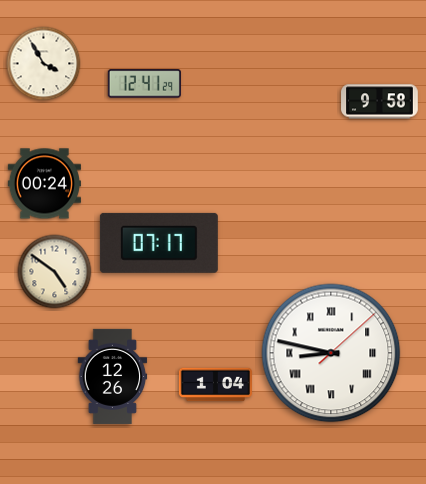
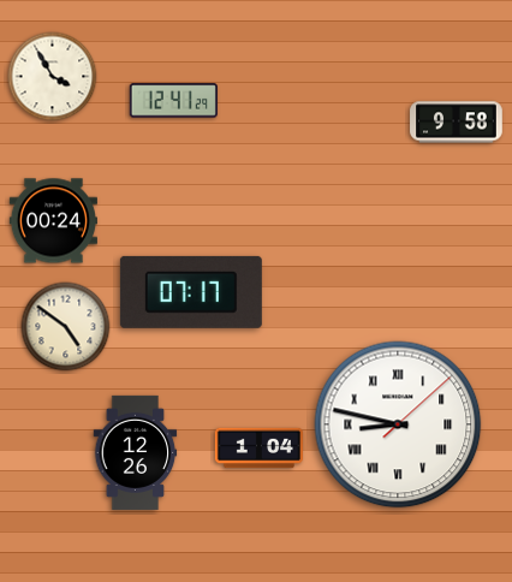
clock at (215, 385) position: (215, 385) -> (258, 449)
